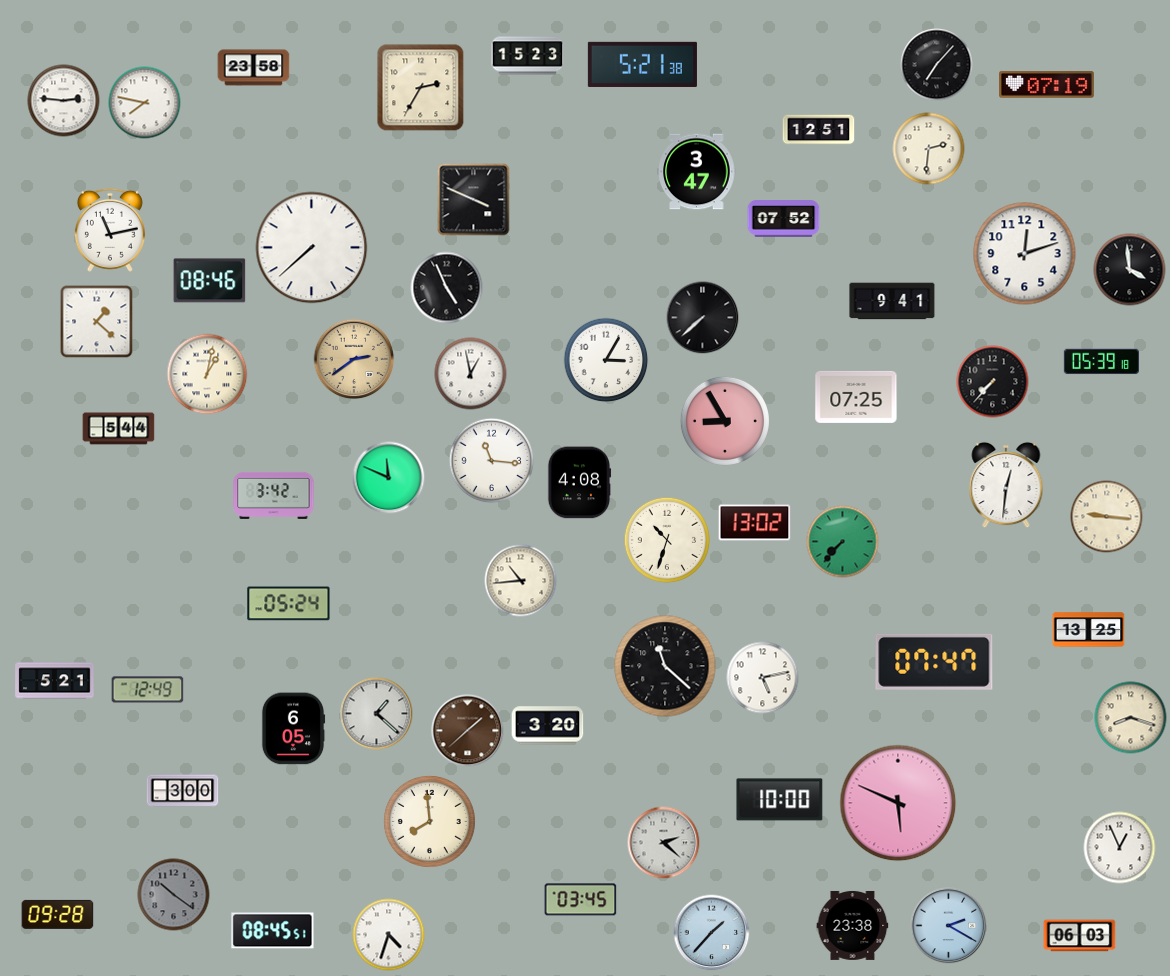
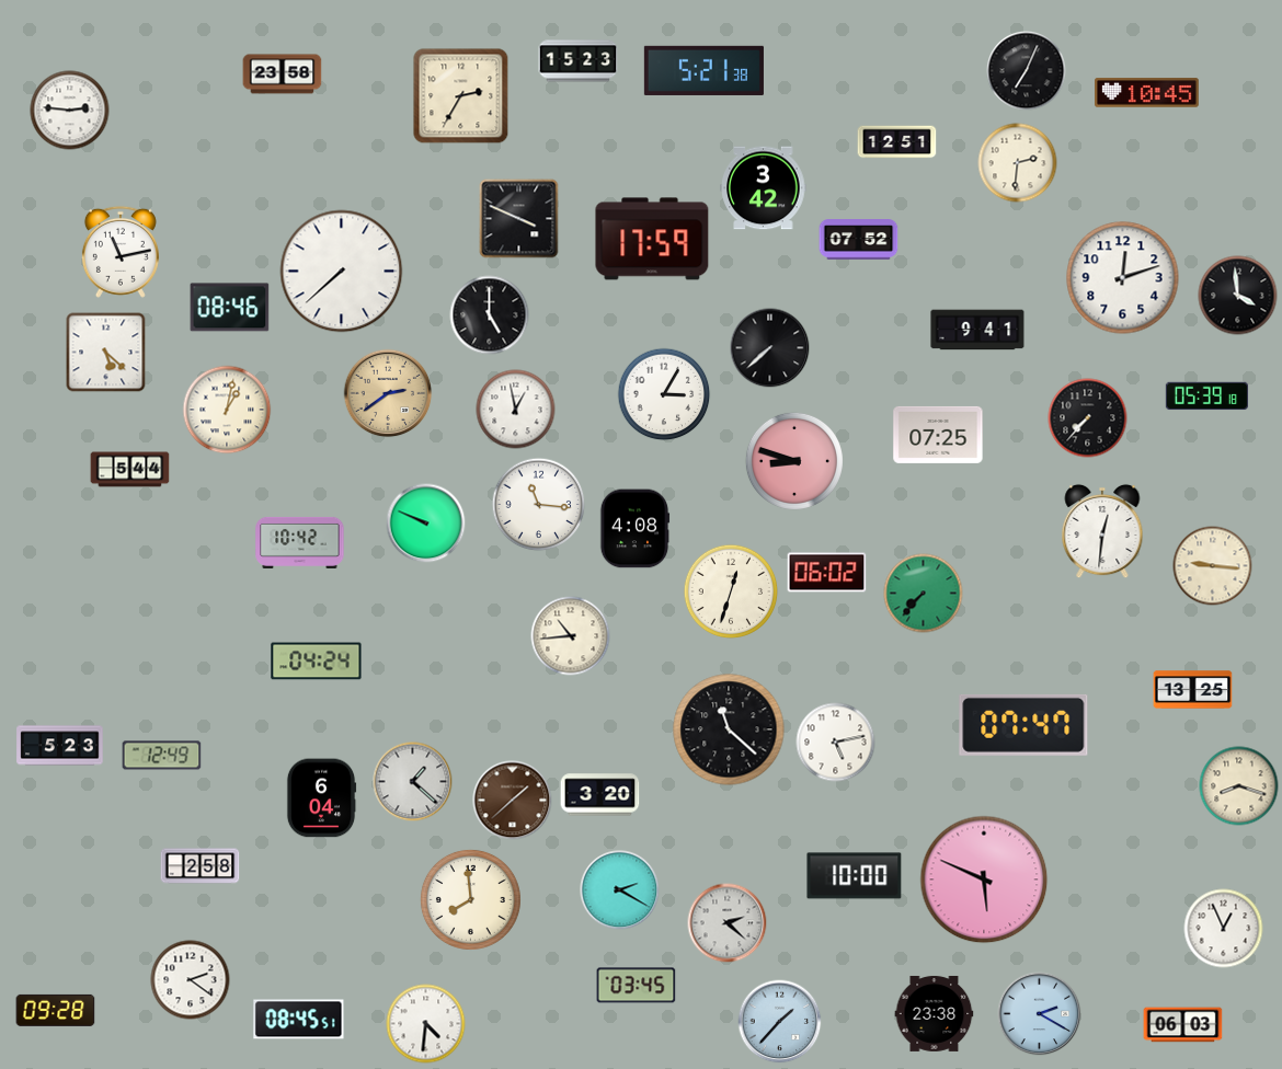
clock at (937, 65): 7:07 -> 7:04
clock at (254, 68) position: (254, 68) -> (283, 74)
clock at (1047, 85): 07:19 -> 10:45
clock at (145, 103): 7:47 -> none
clock at (697, 172): 3:47 -> 3:42
clock at (652, 239): none -> 17:59
clock at (447, 288): 4:56 -> 5:00
clock at (97, 322): 1:22 -> 5:22
clock at (725, 421): 8:55 -> 8:48
clock at (389, 478): 11:49 -> 9:49
clock at (274, 495): 3:42 -> 10:42
clock at (755, 523): 13:02 -> 06:02
clock at (667, 540): 10:33 -> 12:33
clock at (289, 604): 05:24 -> 04:24
clock at (55, 681): 5:21 -> 5:23
clock at (293, 729): 6:05 -> 6:04
clock at (183, 791): 3:00 -> 2:58
clock at (620, 890): none -> 2:20
clock at (1120, 848) position: (1120, 848) -> (1224, 929)
clock at (174, 895): 10:21 -> 2:21
clock at (174, 895) dial: grey -> white
clock at (58, 914) position: (58, 914) -> (56, 1010)
clock at (389, 935): 4:33 -> 4:31
